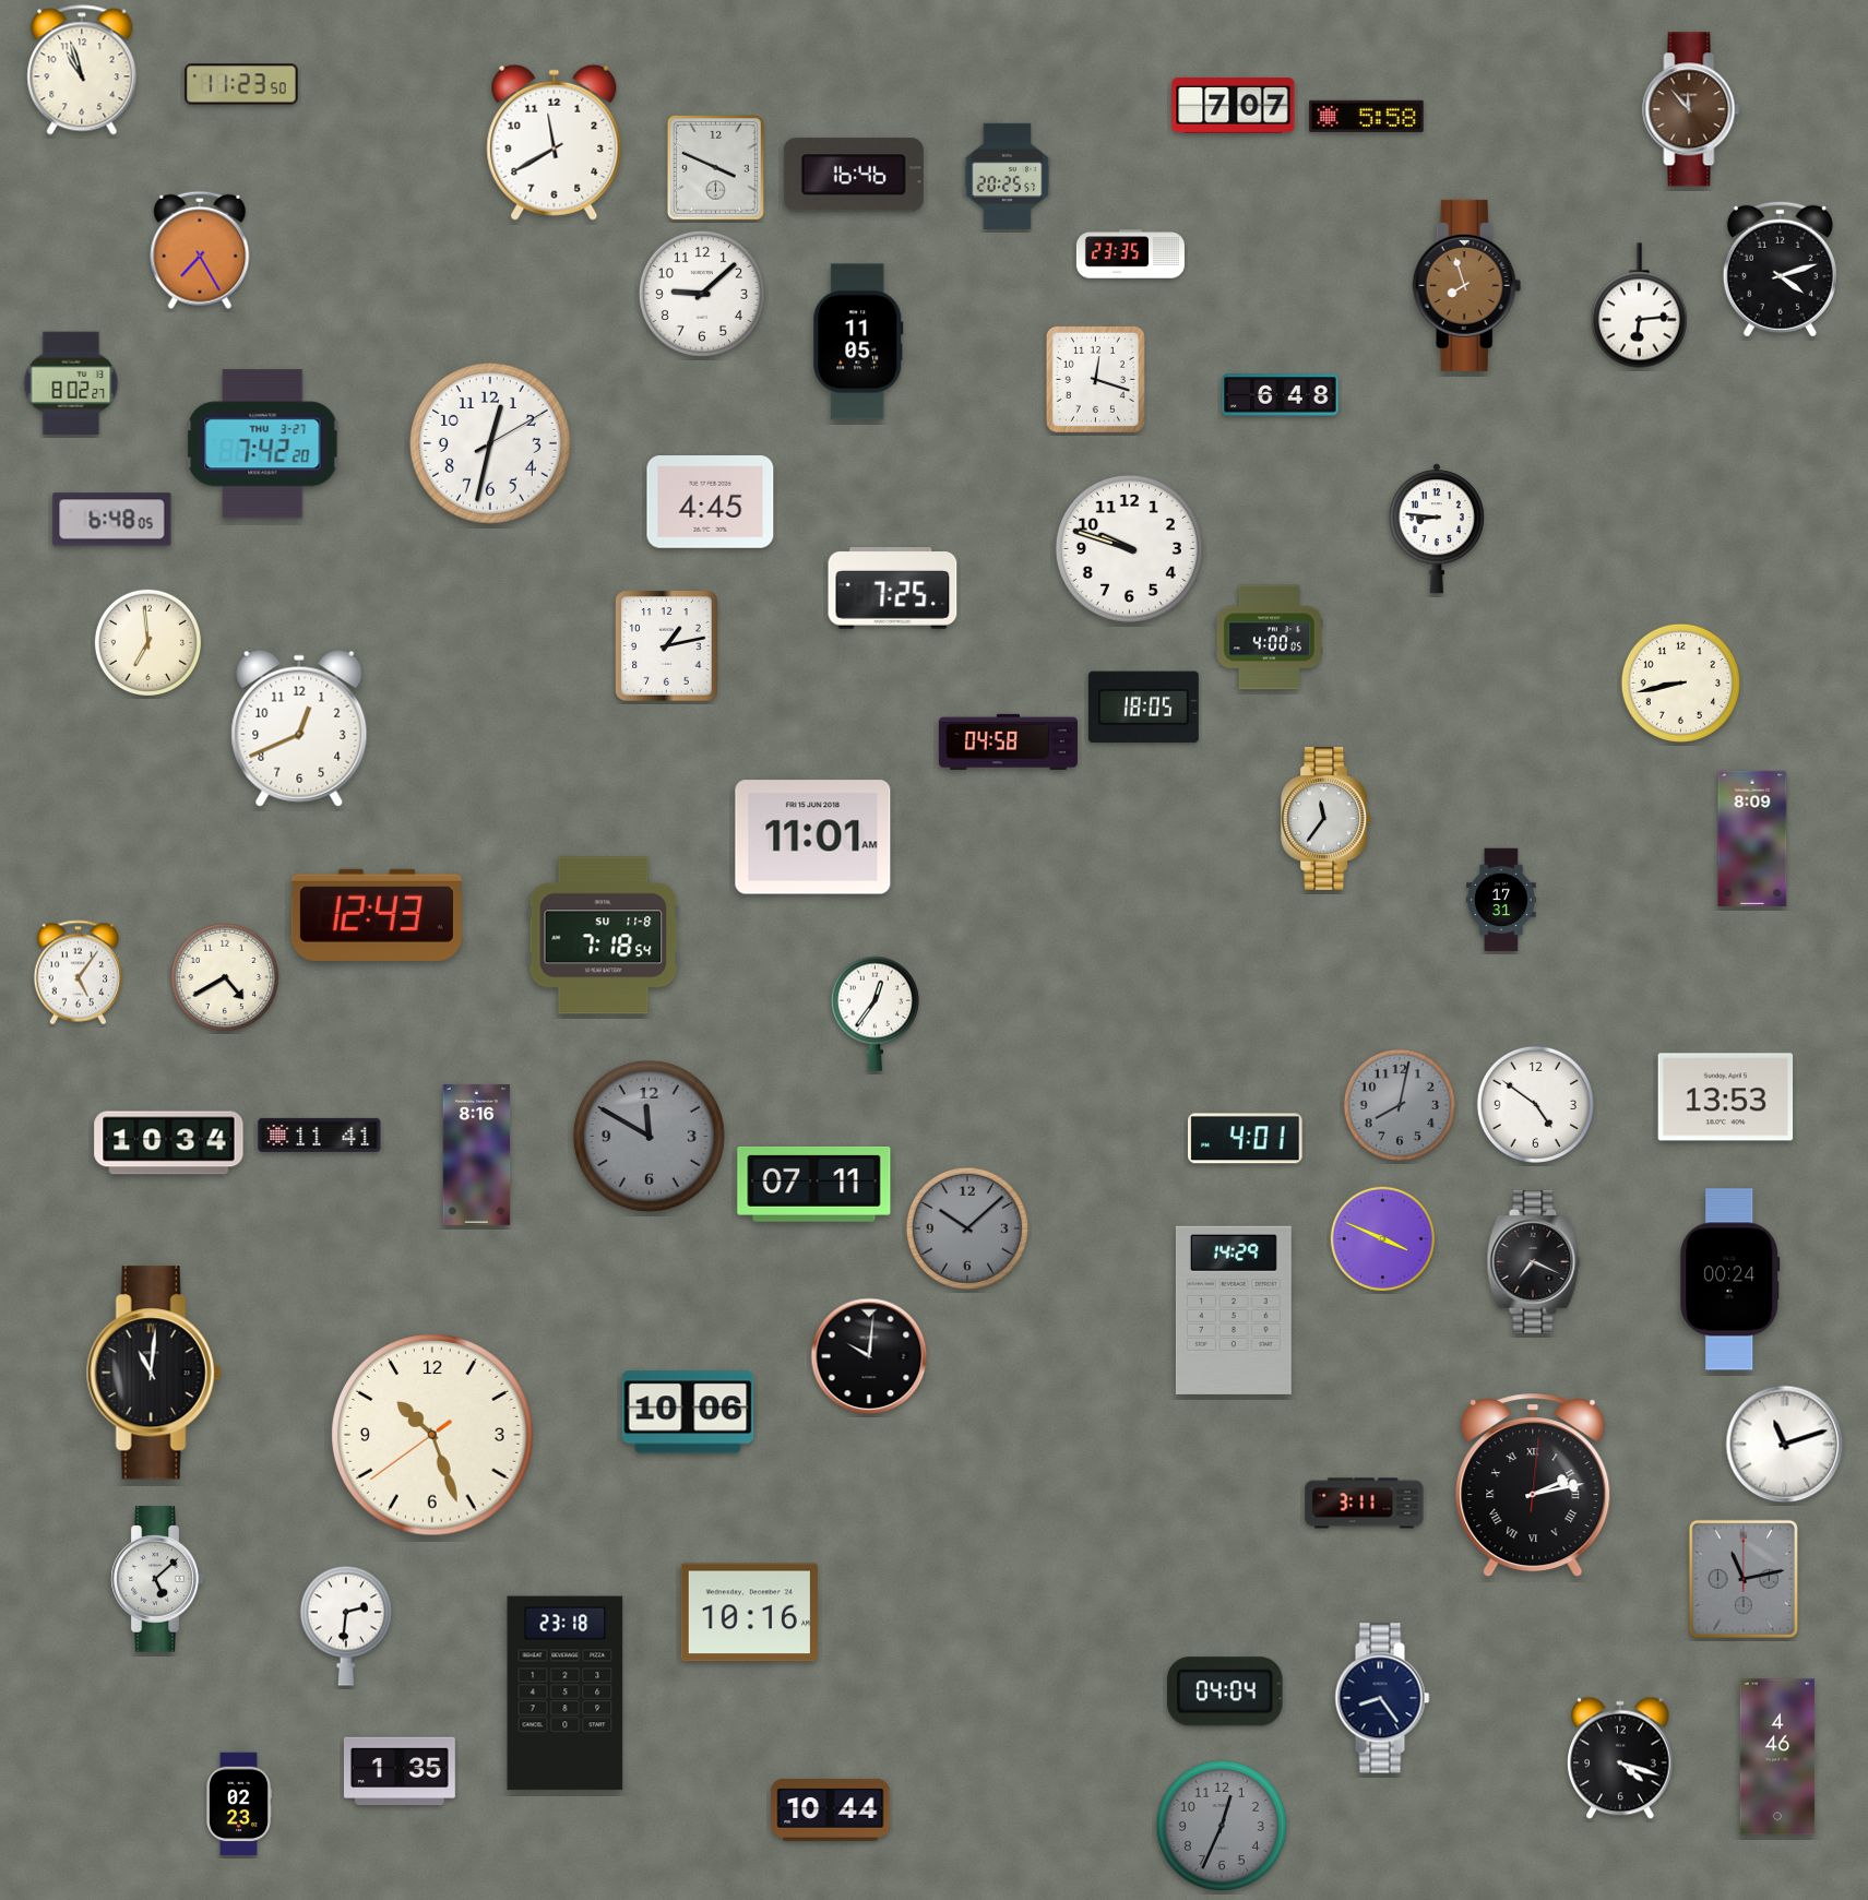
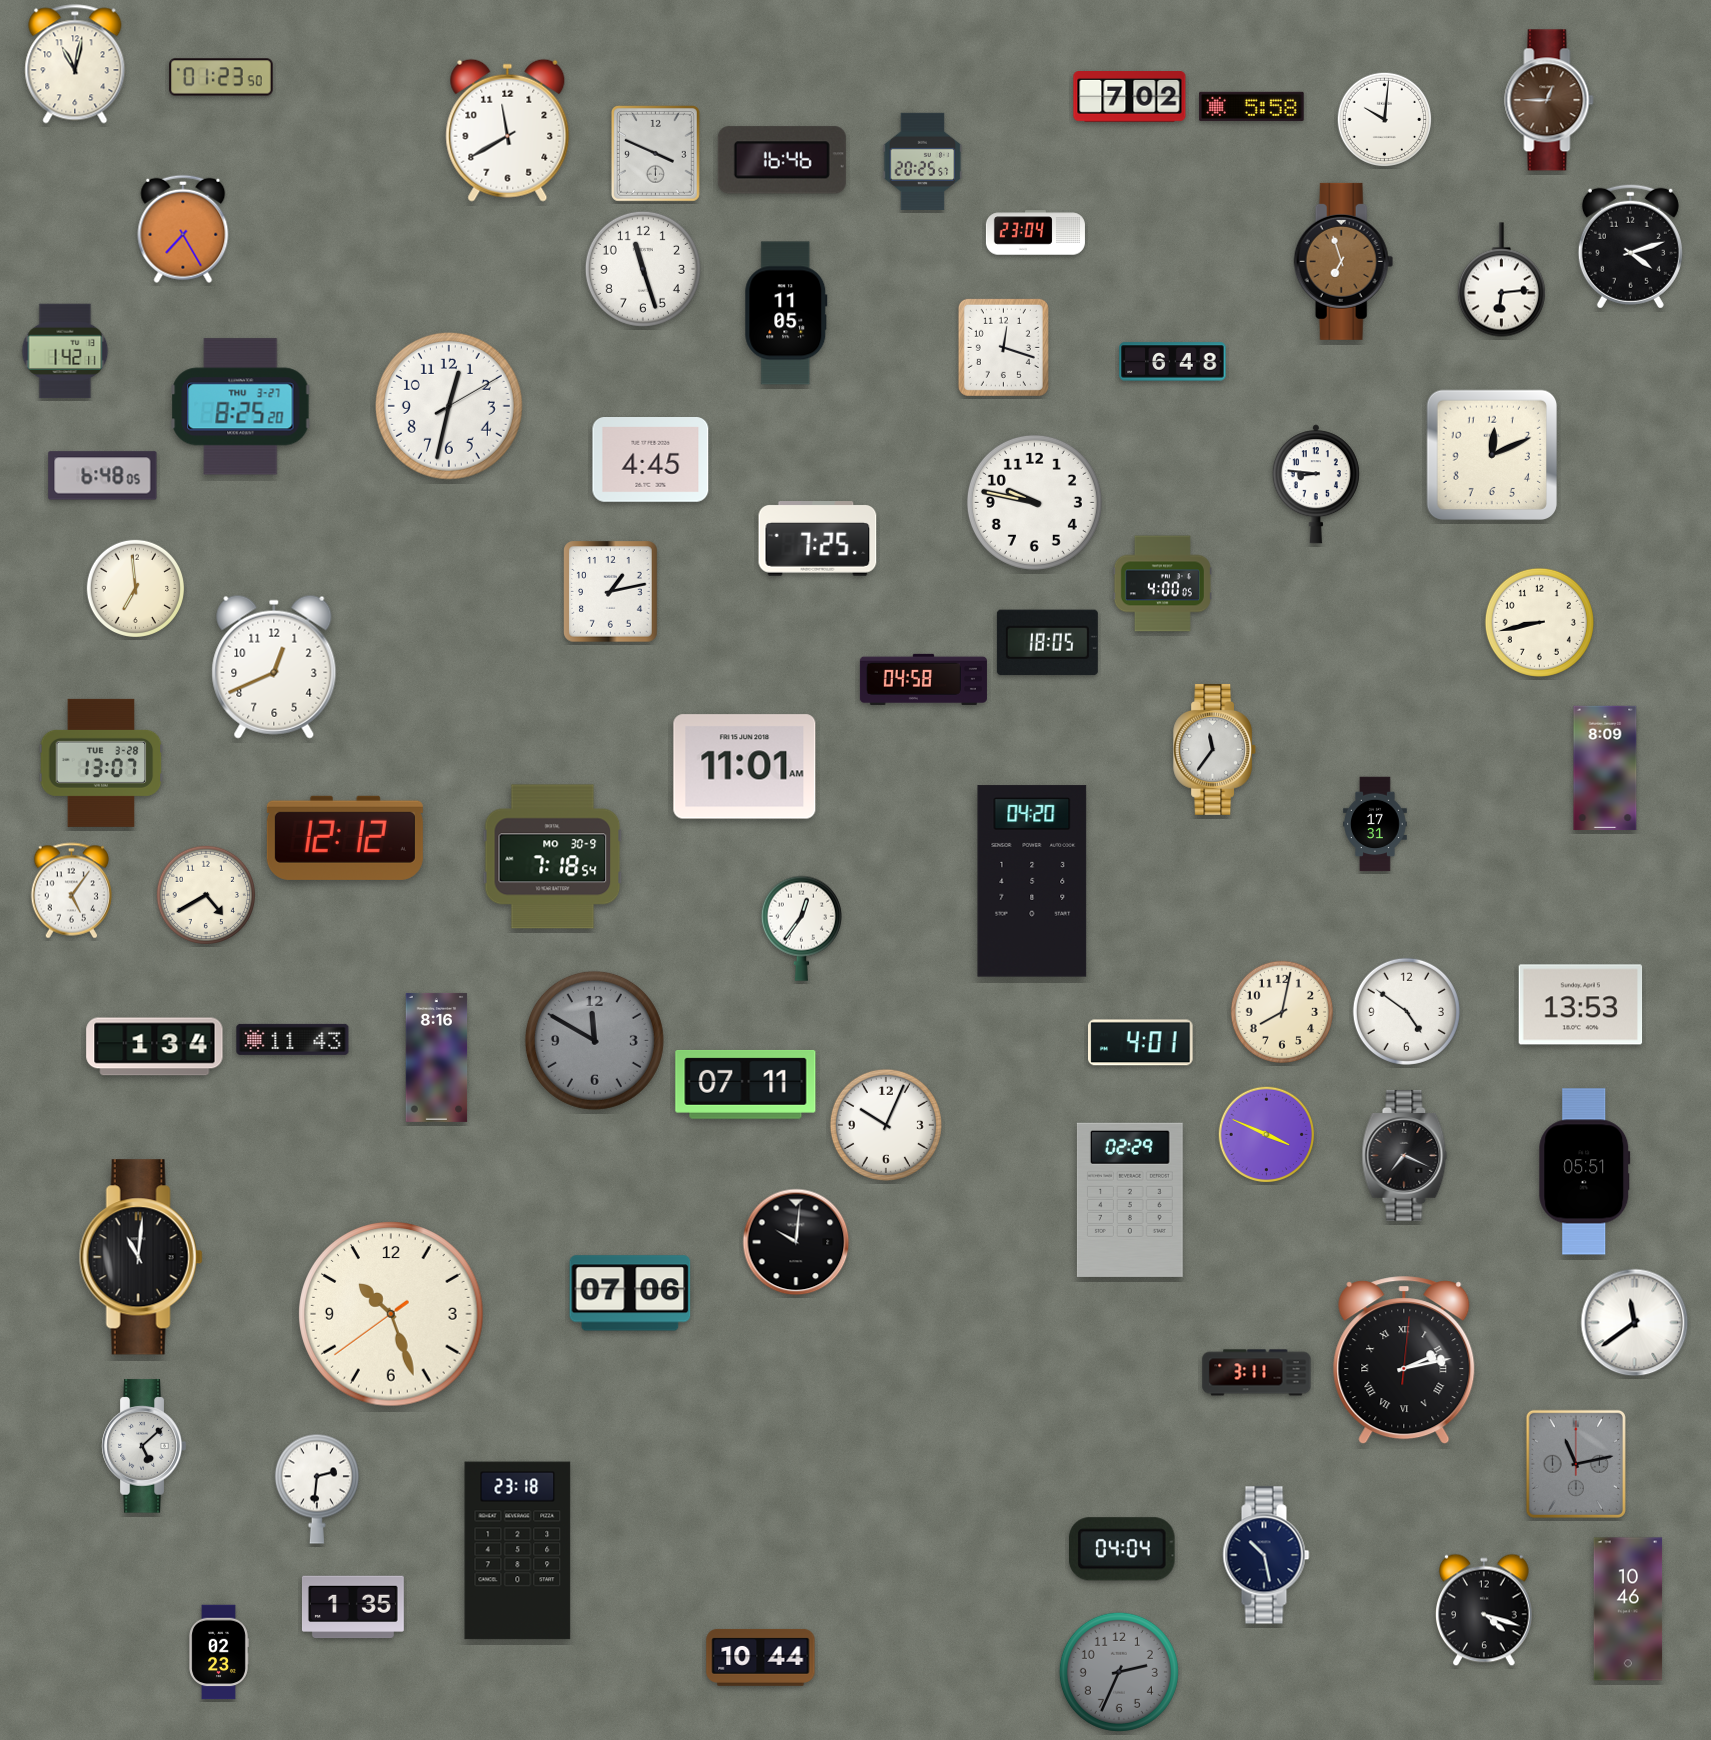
clock at (82, 70): 10:57 -> 11:02
clock at (241, 84): 11:23 -> 01:23
clock at (1234, 106): 7:07 -> 7:02
clock at (1691, 109): 11:53 -> 12:45
clock at (1385, 120): none -> 10:01
clock at (1130, 254): 23:35 -> 23:04
clock at (1467, 285): 7:57 -> 6:57
clock at (702, 294): 9:08 -> 11:27
clock at (71, 383): 8:02 -> 1:42
clock at (263, 444): 7:42 -> 8:25
clock at (1492, 455): none -> 12:11
clock at (1129, 548): 9:48 -> 9:47
clock at (1680, 682) position: (1680, 682) -> (1539, 622)
clock at (1143, 708) position: (1143, 708) -> (1047, 643)
clock at (101, 763): none -> 13:07
clock at (377, 915): 12:43 -> 12:12
clock at (604, 936) date: SU 11-8 -> MO 30-9
clock at (1032, 881): none -> 04:20
clock at (1400, 1105) dial: grey -> cream
clock at (320, 1135): 11:41 -> 11:43
clock at (169, 1143): 10:34 -> 1:34
clock at (967, 1228): 10:08 -> 10:04
clock at (967, 1228) dial: grey -> white
clock at (1730, 1280): 00:24 -> 05:51
clock at (1234, 1310): 14:29 -> 02:29
clock at (688, 1412): 10:06 -> 07:06
clock at (432, 1435) position: (432, 1435) -> (391, 1314)
clock at (1785, 1445): 11:12 -> 11:39
clock at (1365, 1504) position: (1365, 1504) -> (1257, 1373)
clock at (1744, 1579) position: (1744, 1579) -> (1576, 1464)
clock at (749, 1613): 10:16 -> none
clock at (1382, 1698): 8:24 -> 10:28
clock at (1777, 1757): 4:46 -> 10:46
clock at (400, 1771) position: (400, 1771) -> (353, 1607)
clock at (1222, 1826): 12:34 -> 2:34
